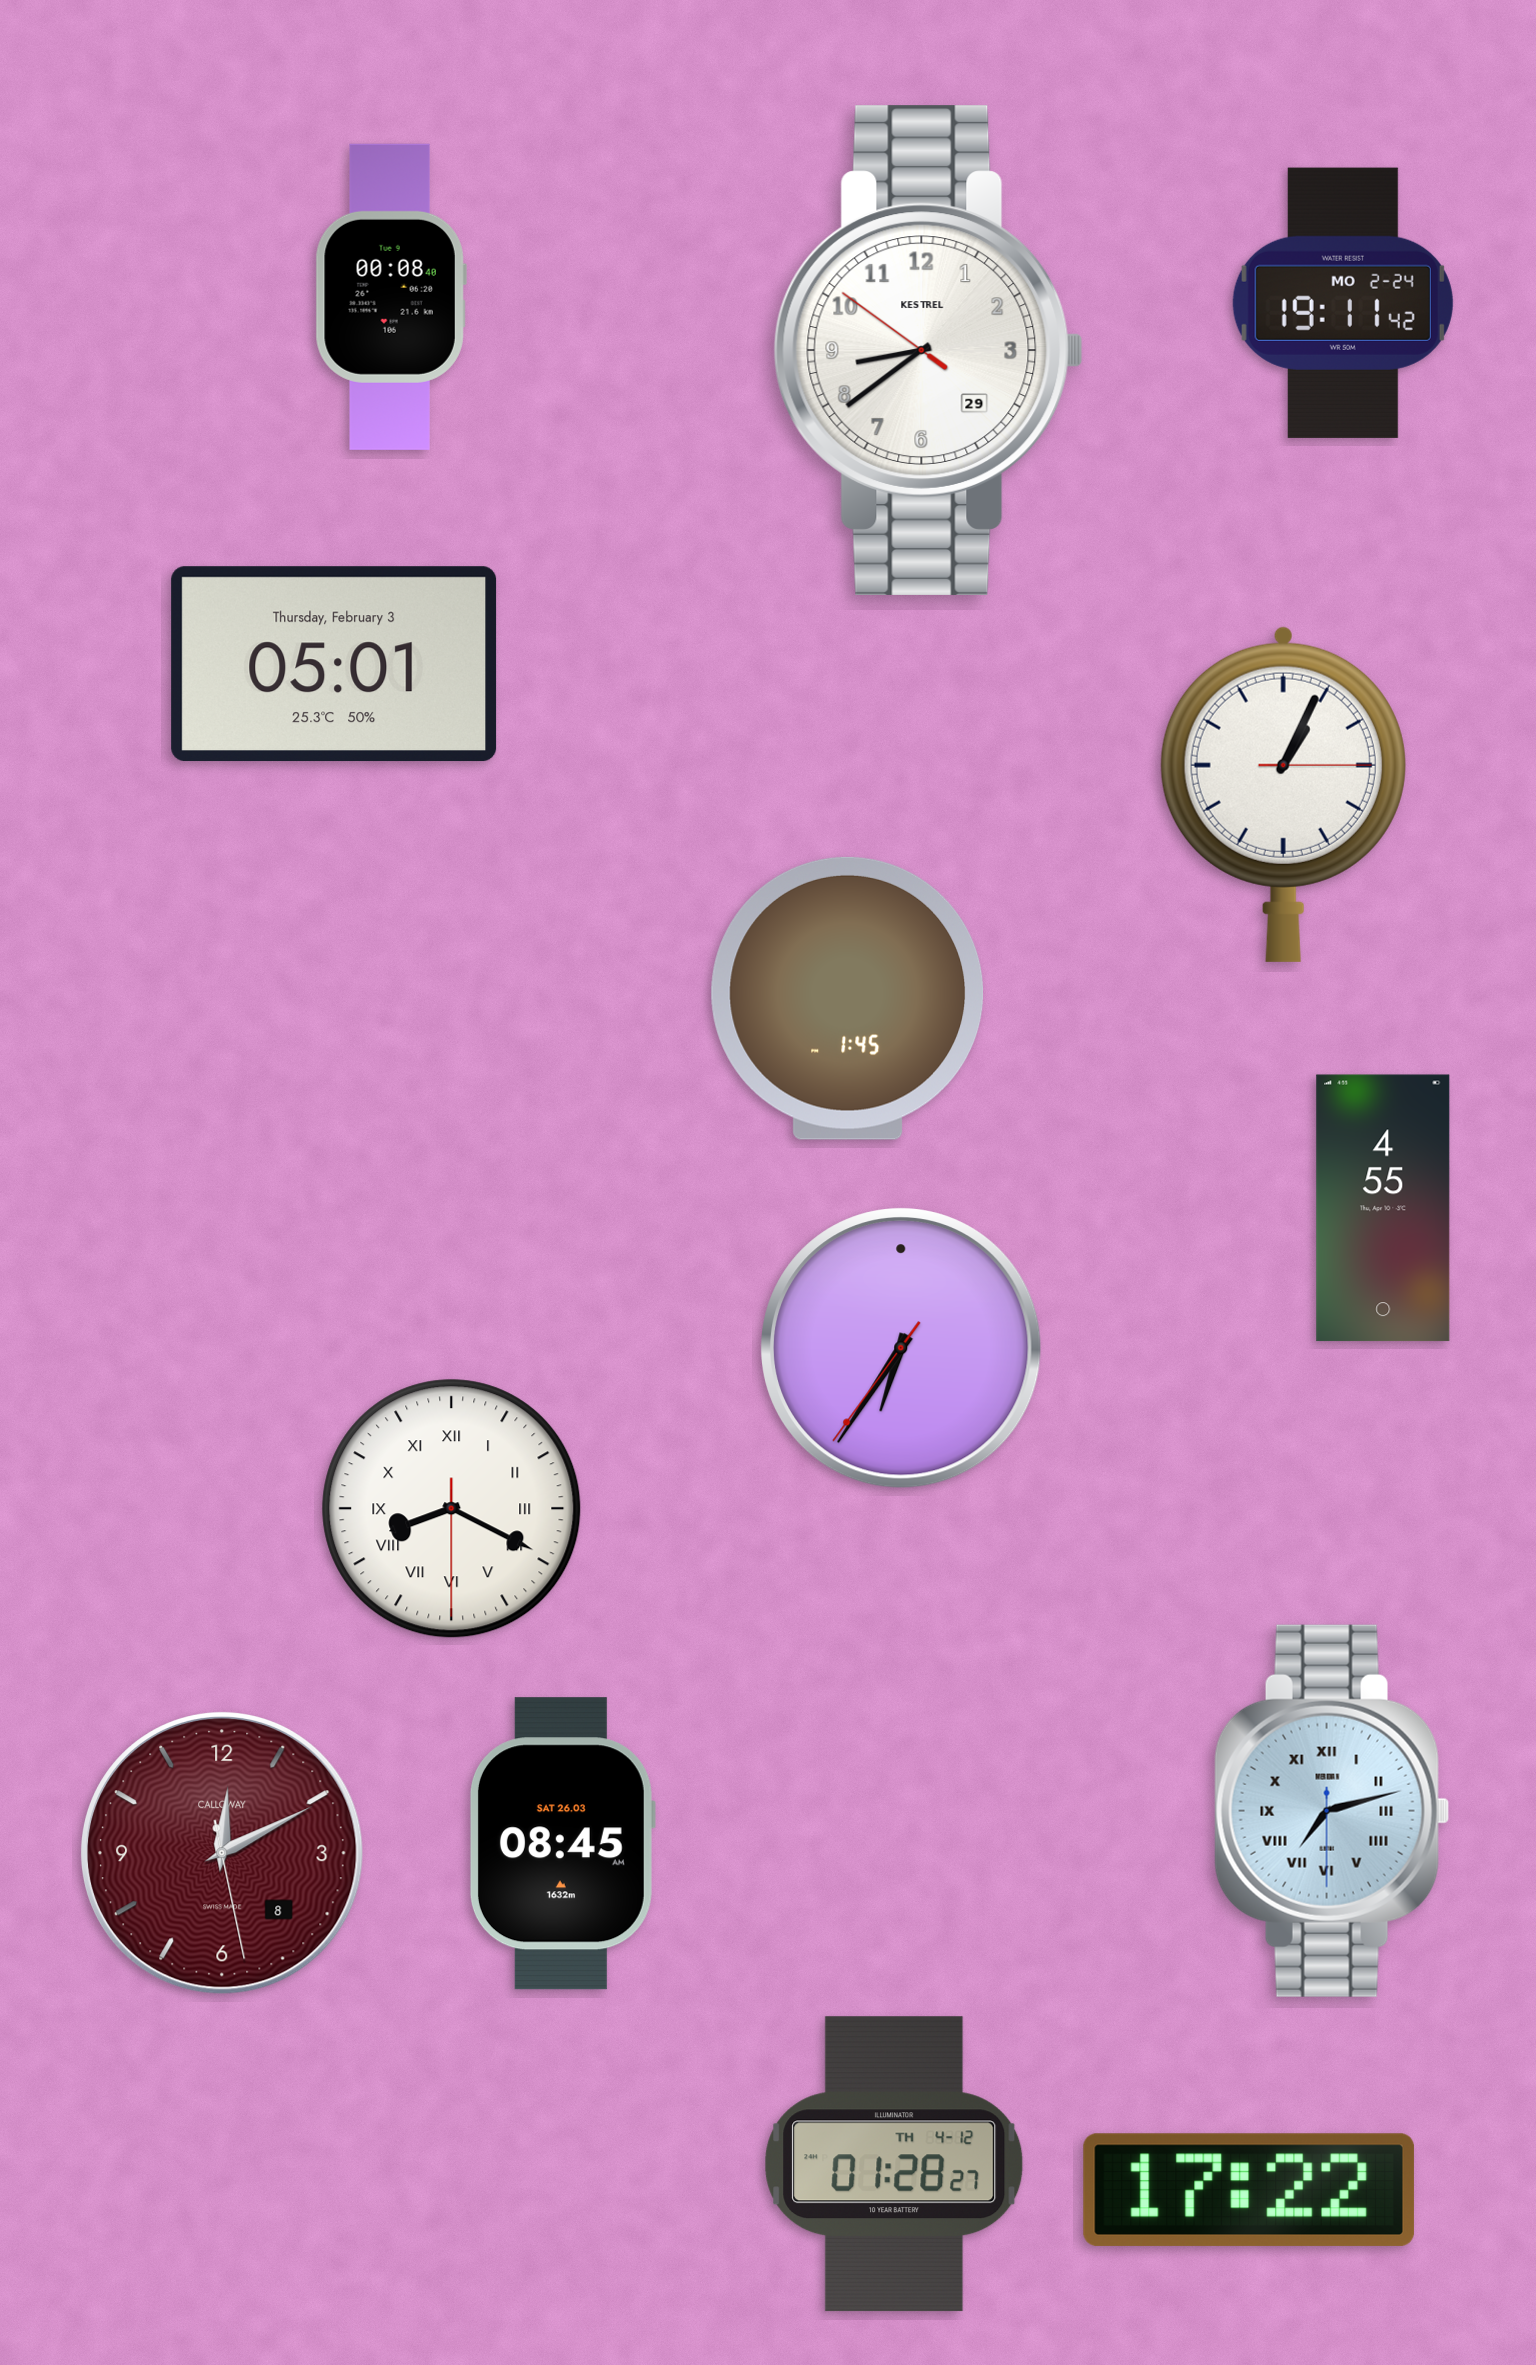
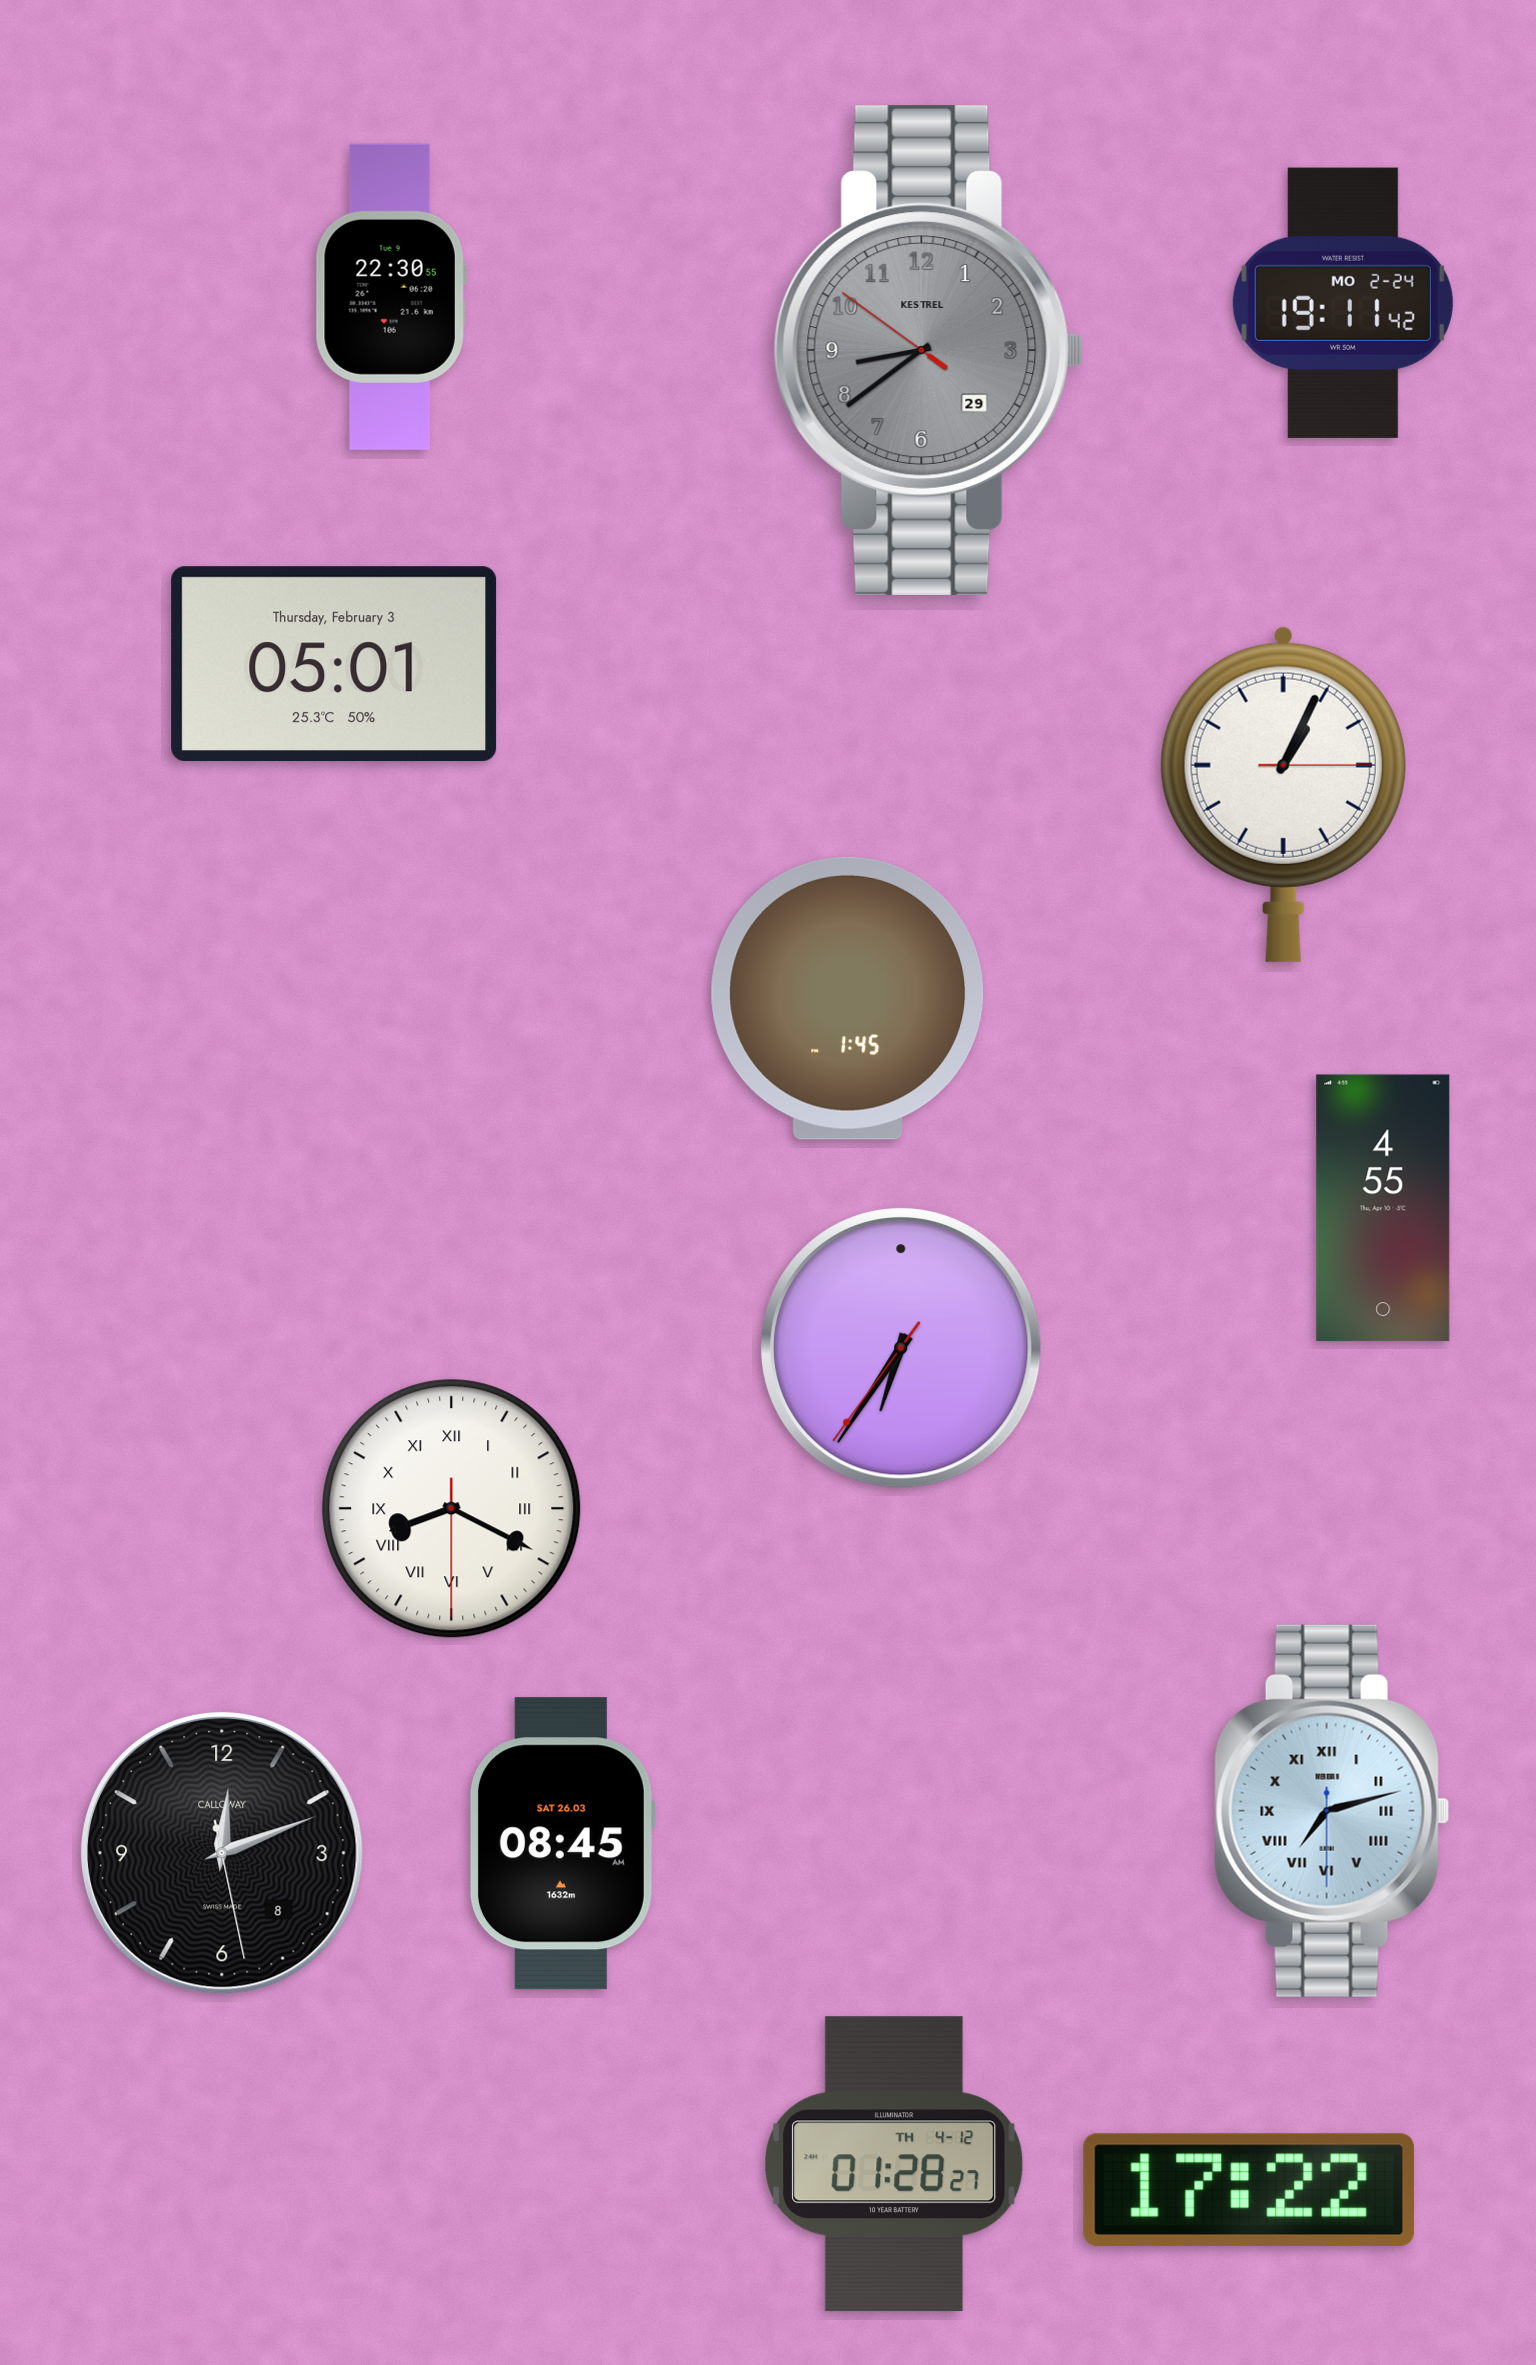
clock at (391, 297): 00:08 -> 22:30
clock at (928, 350) dial: white -> grey
clock at (222, 1853): 12:10 -> 12:11
clock at (222, 1853) dial: burgundy -> black
